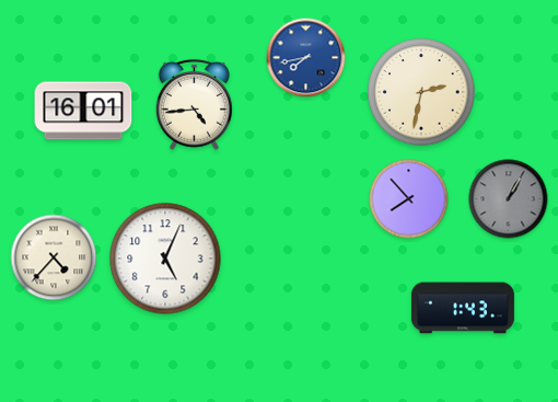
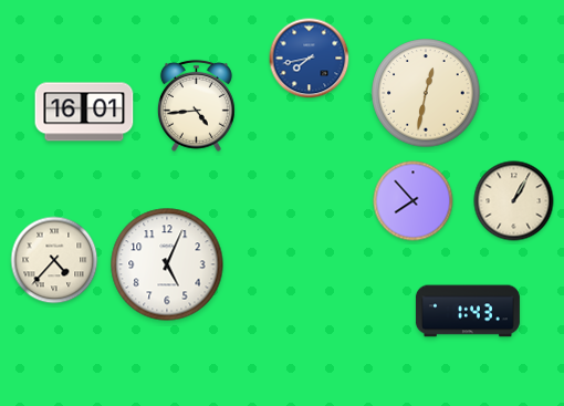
clock at (421, 92): 2:32 -> 12:32
clock at (509, 199) dial: grey -> cream
clock at (165, 259) position: (165, 259) -> (167, 264)
